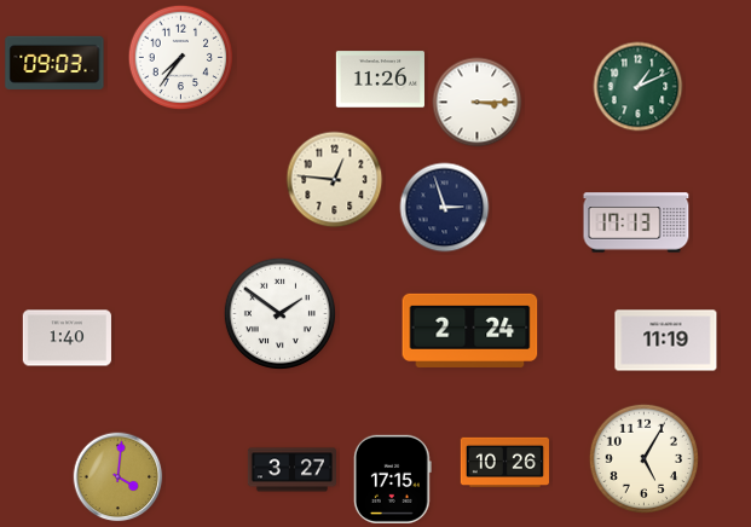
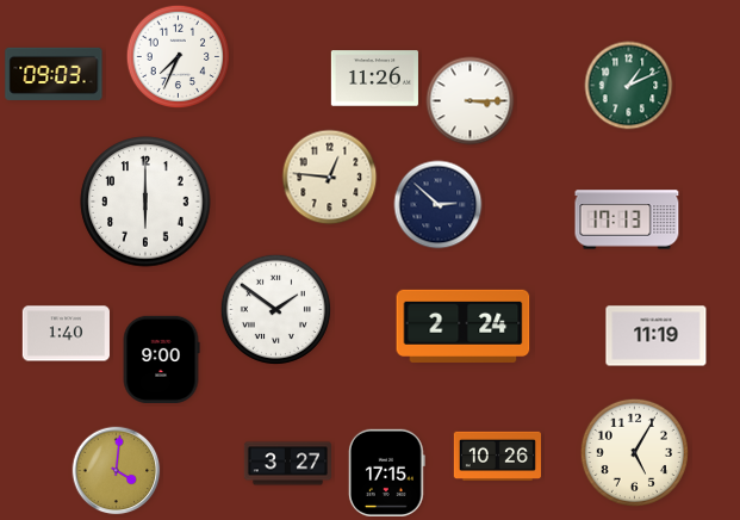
clock at (181, 58): 7:36 -> 7:34
clock at (54, 63) position: (54, 63) -> (54, 74)
clock at (145, 202): none -> 6:00
clock at (445, 208): 2:57 -> 2:52
clock at (161, 359): none -> 9:00
